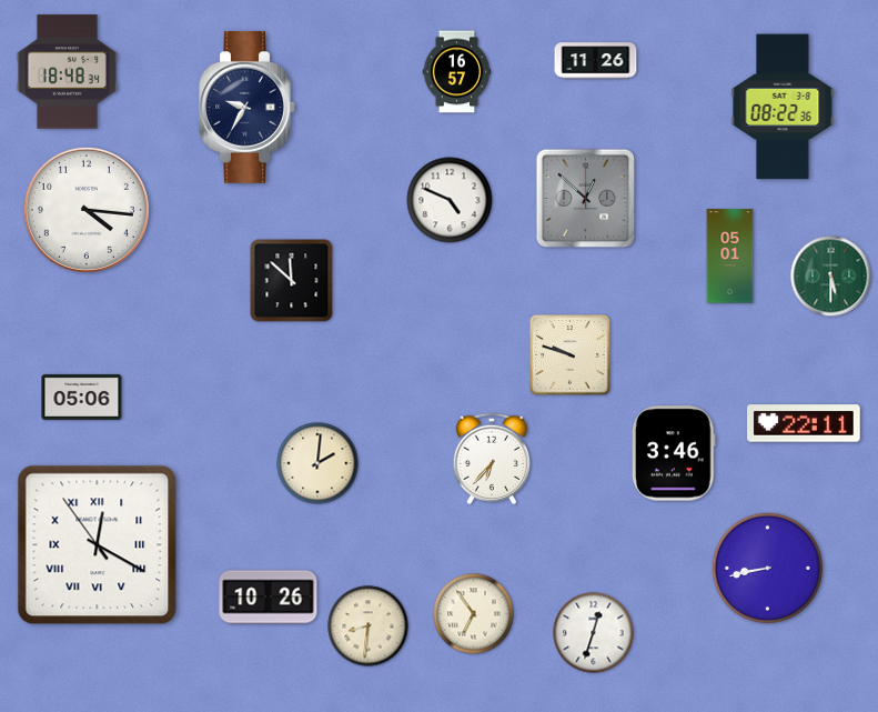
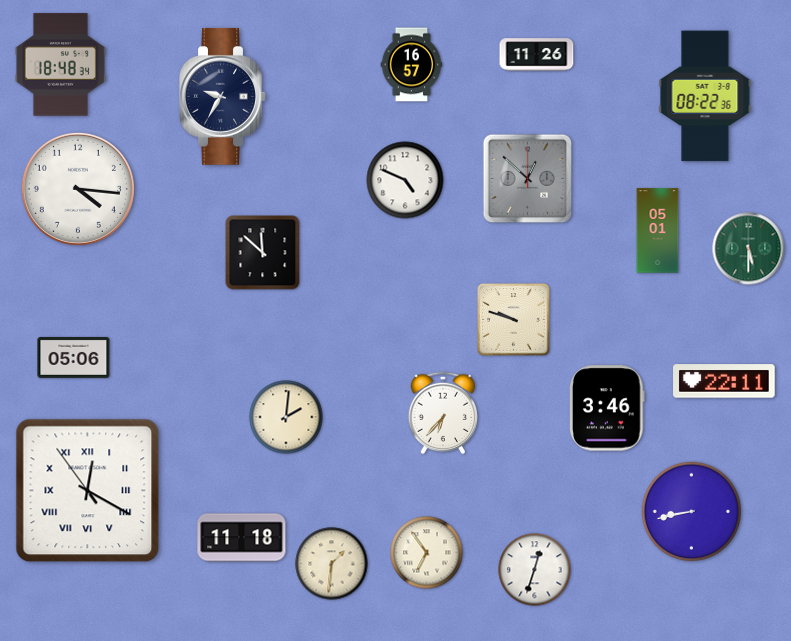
clock at (269, 598): 10:26 -> 11:18
clock at (369, 626): 8:31 -> 1:31
